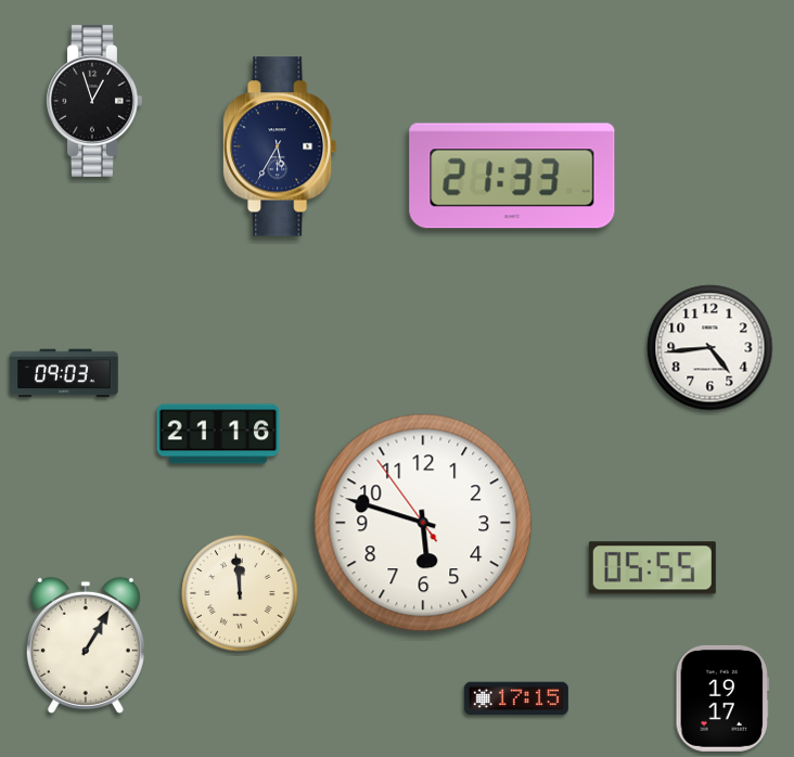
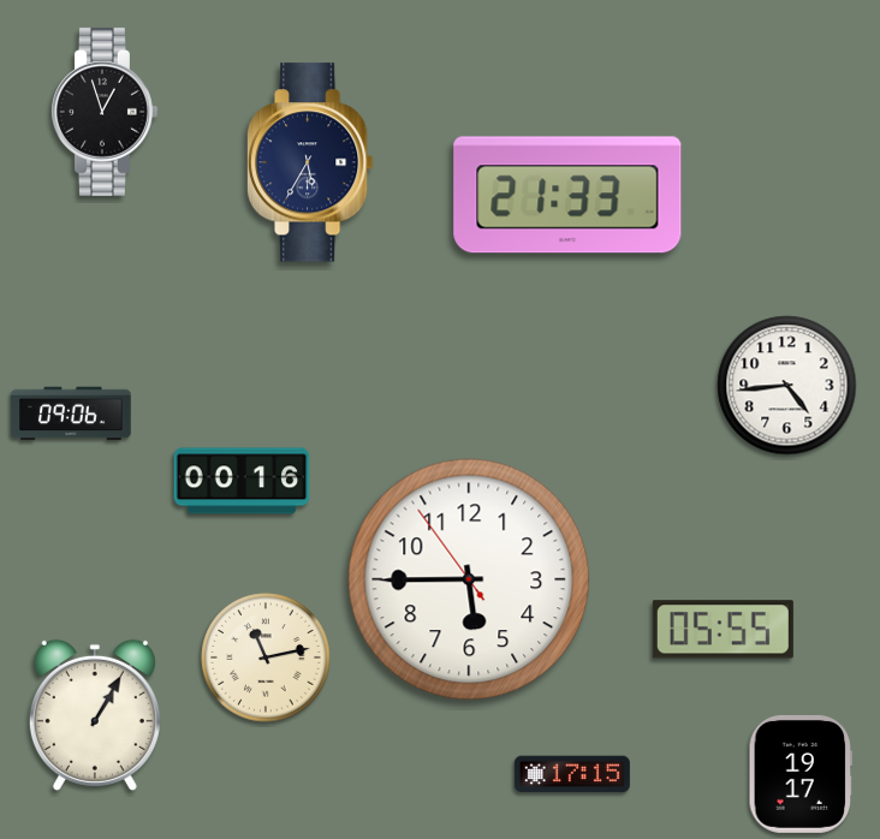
clock at (64, 373): 09:03 -> 09:06
clock at (218, 434): 21:16 -> 00:16
clock at (423, 523): 5:47 -> 5:44
clock at (240, 593): 11:59 -> 11:13
